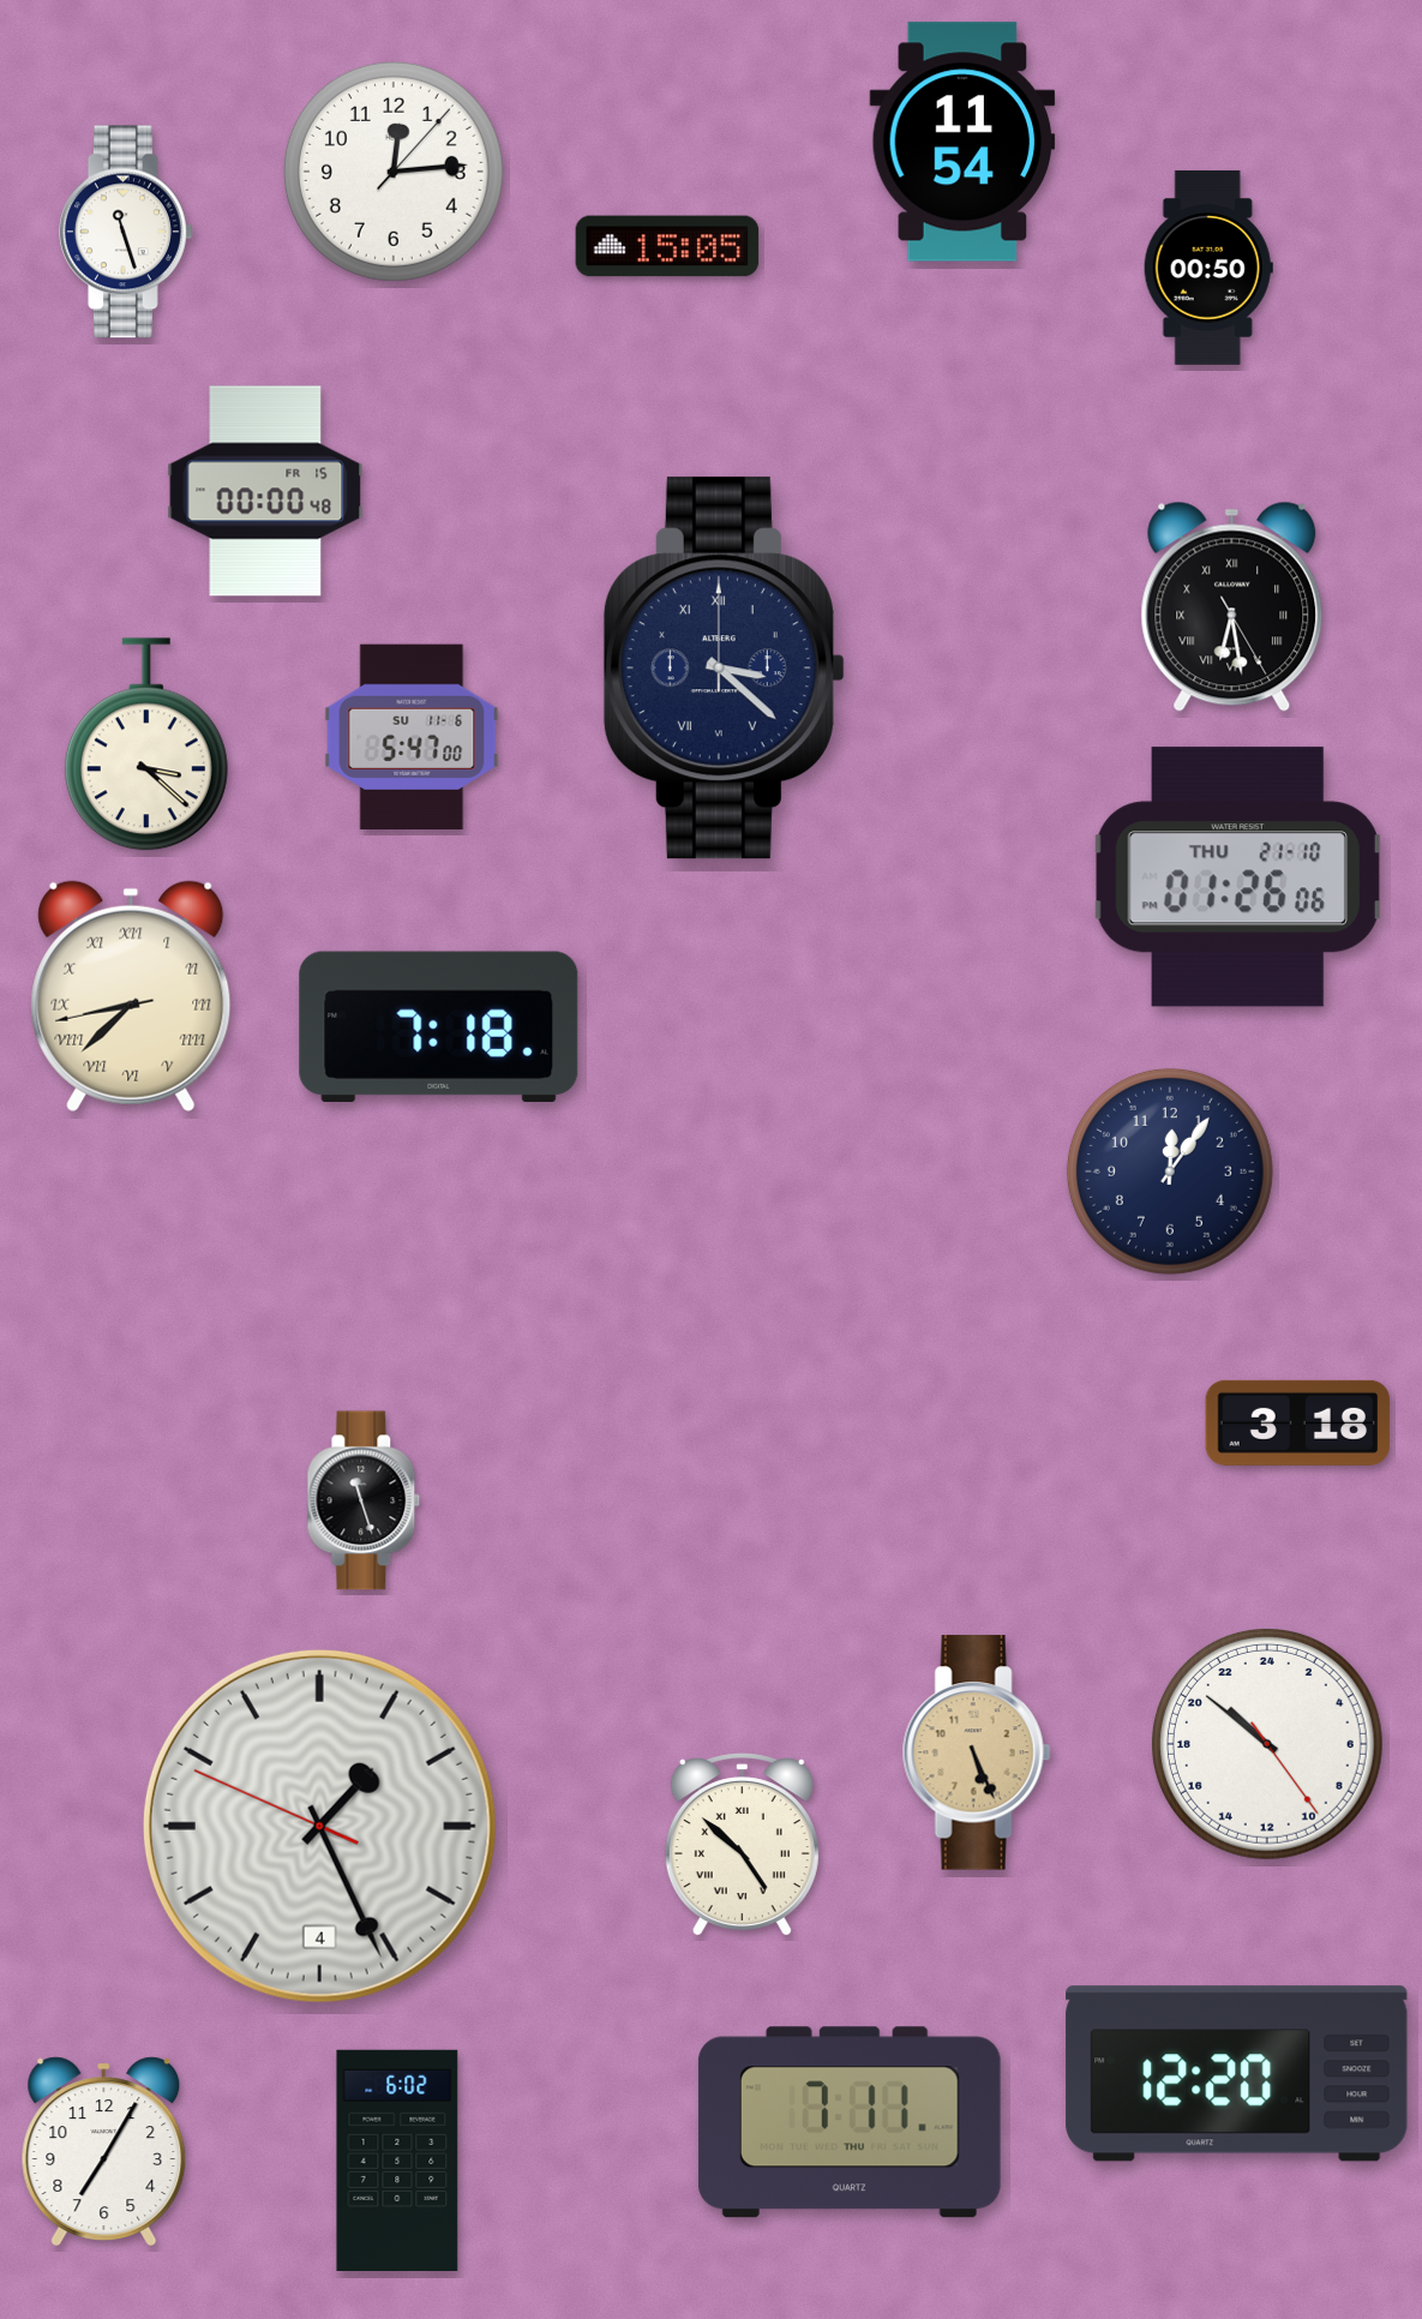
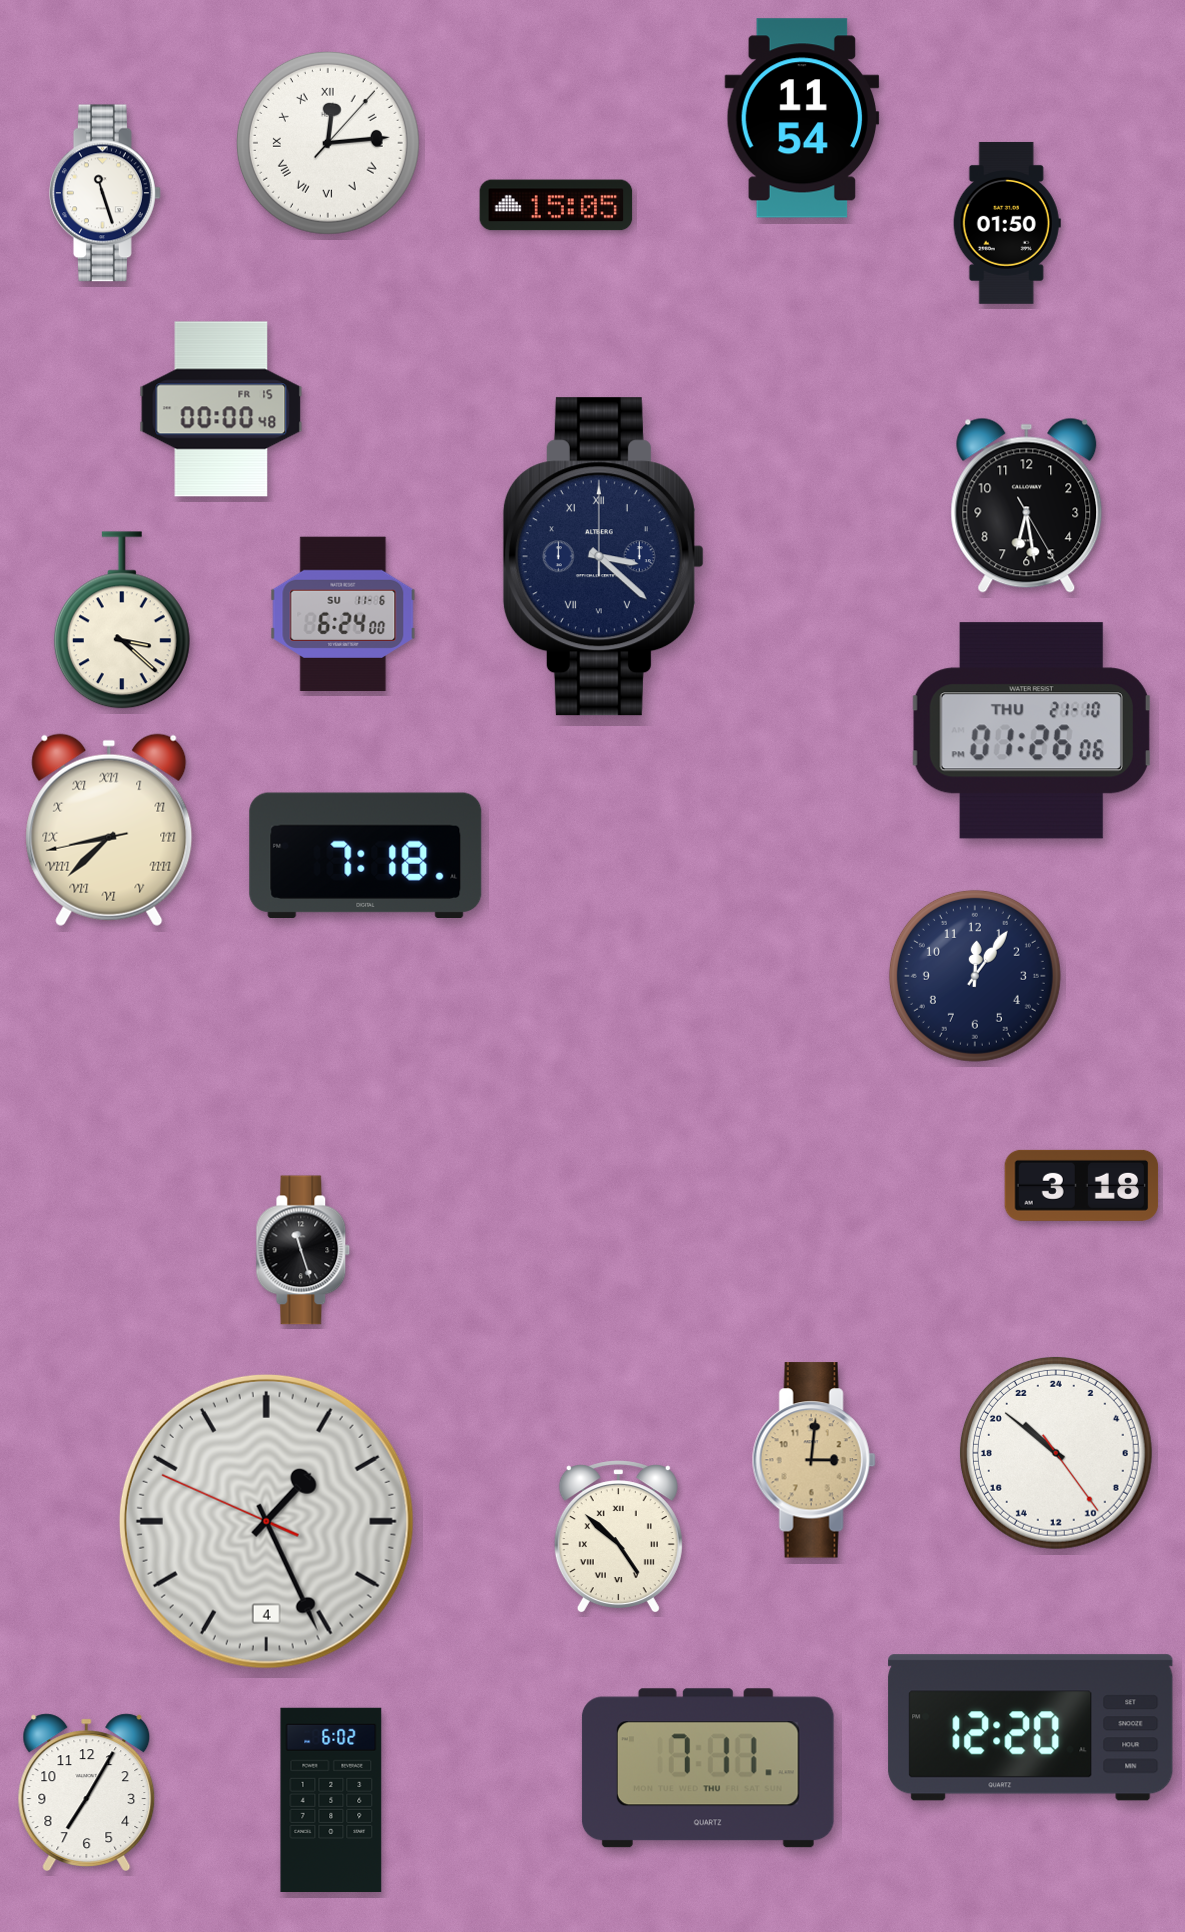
clock at (394, 172) numerals: Arabic -> Roman
clock at (1208, 268): 00:50 -> 01:50
clock at (1232, 606) numerals: Roman -> Arabic
clock at (412, 736): 5:47 -> 6:24
clock at (977, 1752): 5:26 -> 3:01
